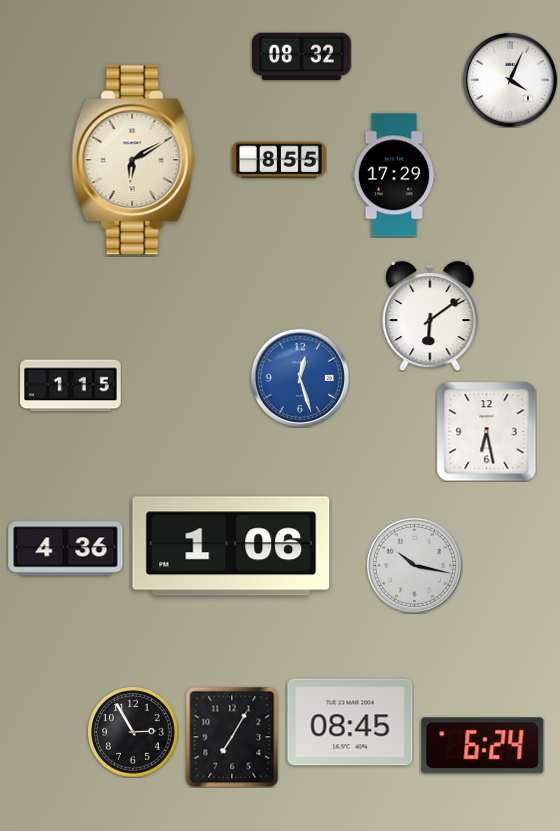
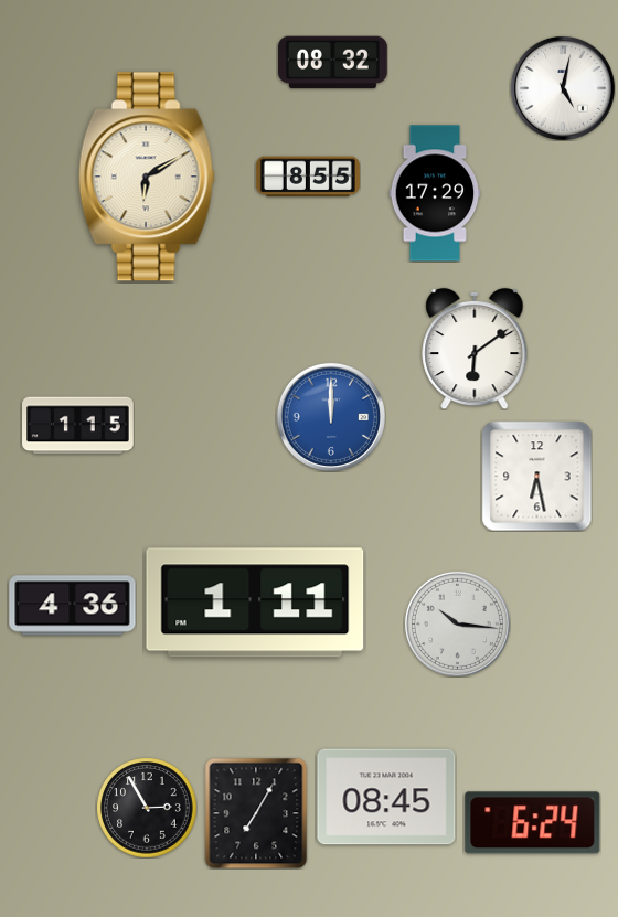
clock at (510, 80): 4:04 -> 5:02
clock at (300, 378): 12:27 -> 12:00
clock at (231, 546): 1:06 -> 1:11
clock at (414, 565): 10:17 -> 10:16
